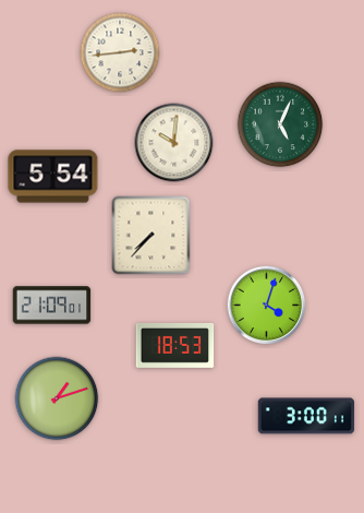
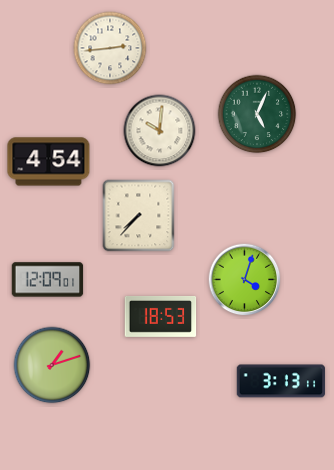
clock at (53, 177): 5:54 -> 4:54
clock at (52, 306): 21:09 -> 12:09
clock at (306, 416): 3:00 -> 3:13
